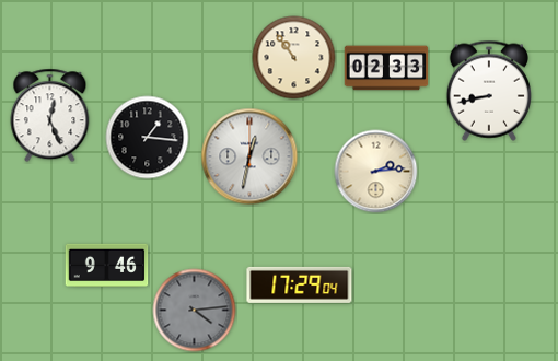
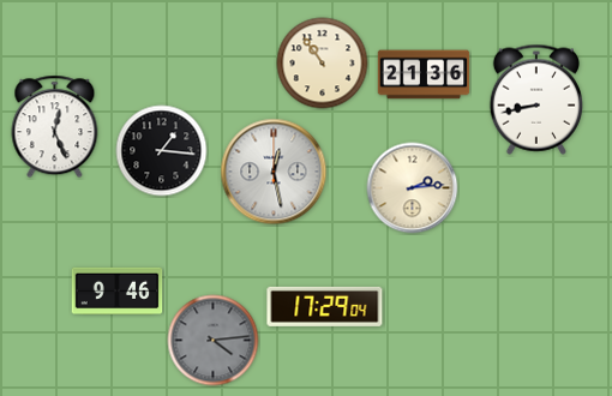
clock at (386, 68): 02:33 -> 21:36
clock at (249, 156): 12:32 -> 12:28
clock at (300, 284) position: (300, 284) -> (325, 306)
